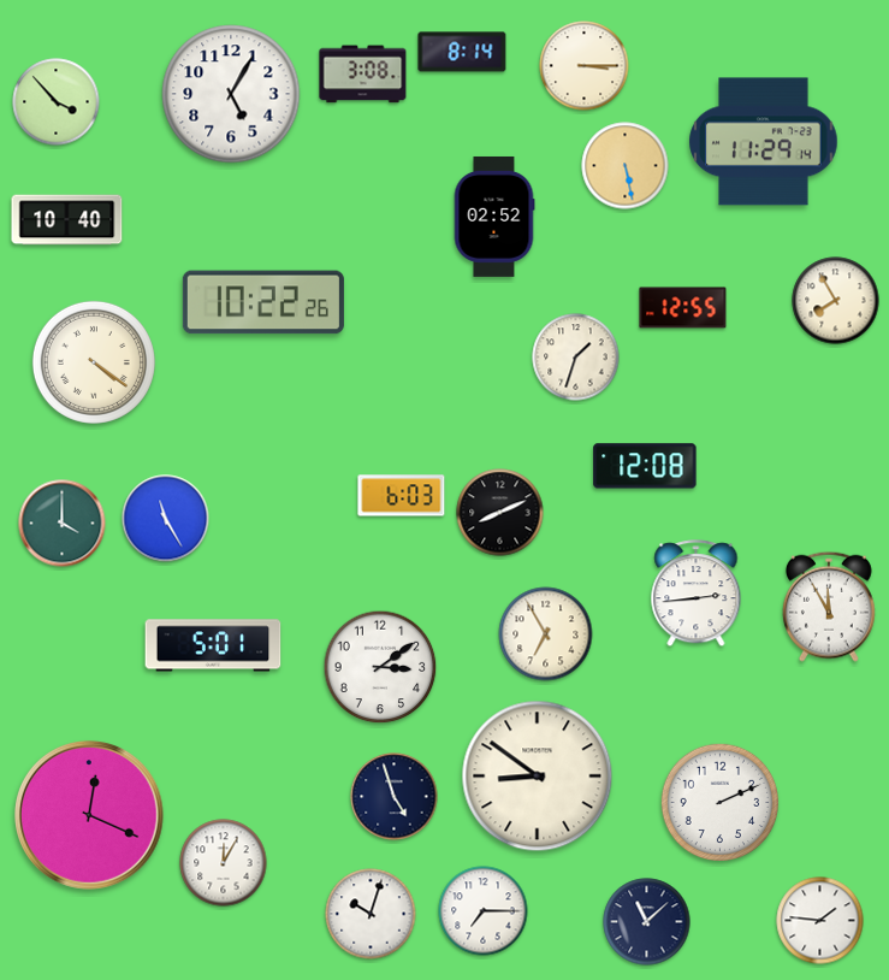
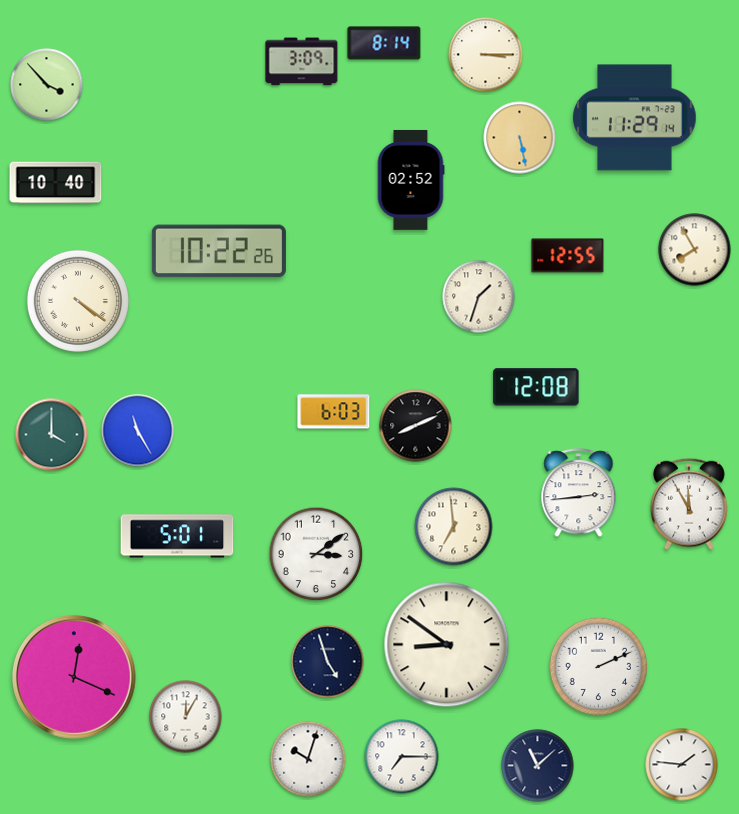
clock at (363, 75): 3:08 -> 3:09
clock at (231, 94): 5:05 -> none
clock at (546, 634): 6:55 -> 6:59
